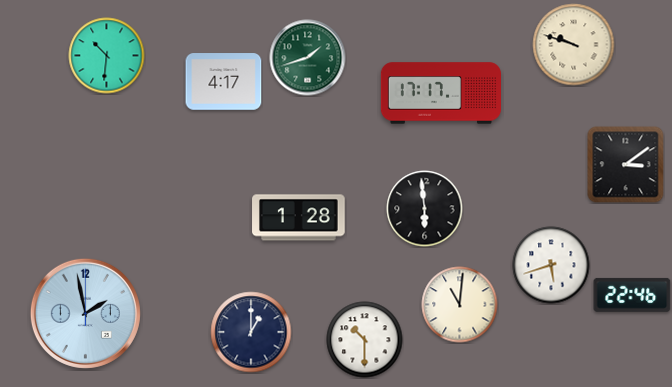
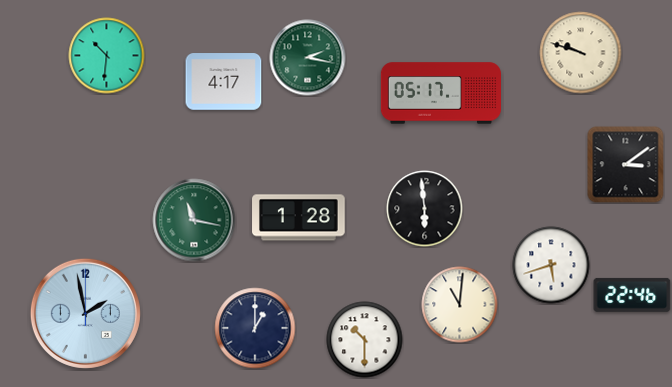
clock at (574, 45) position: (574, 45) -> (581, 53)
clock at (308, 58): 1:42 -> 2:17
clock at (440, 93): 17:17 -> 05:17
clock at (194, 220): none -> 11:17
clock at (251, 332) position: (251, 332) -> (255, 328)
